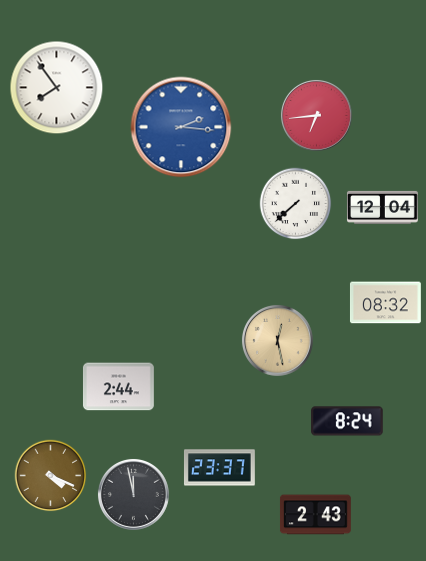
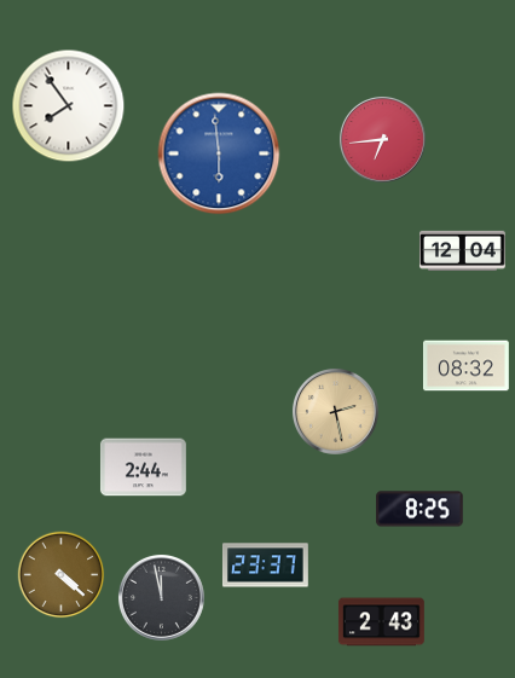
clock at (181, 127): 2:16 -> 5:59
clock at (296, 204): 7:38 -> none
clock at (277, 340): 12:28 -> 2:28
clock at (347, 421): 8:24 -> 8:25
clock at (51, 476): 4:19 -> 4:22
